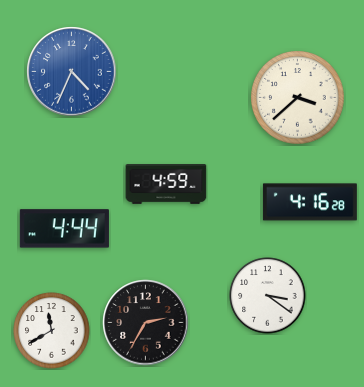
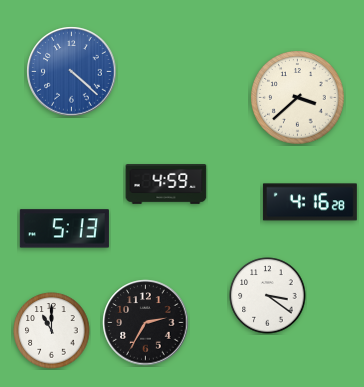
clock at (72, 72): 4:34 -> 4:22
clock at (64, 229): 4:44 -> 5:13
clock at (52, 331): 11:40 -> 11:00
